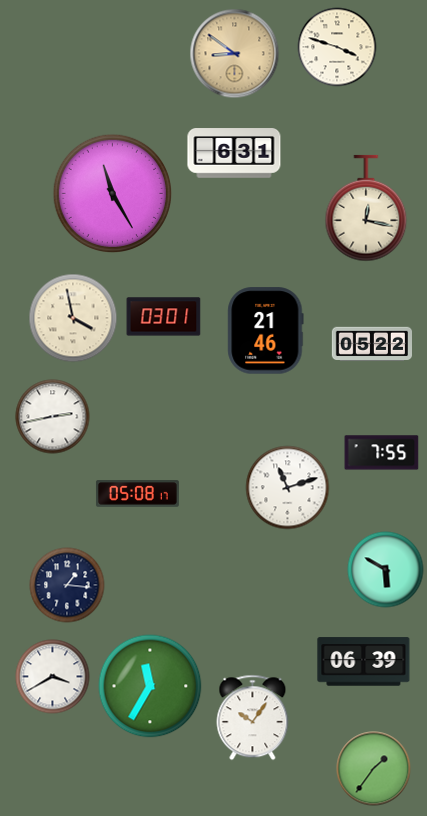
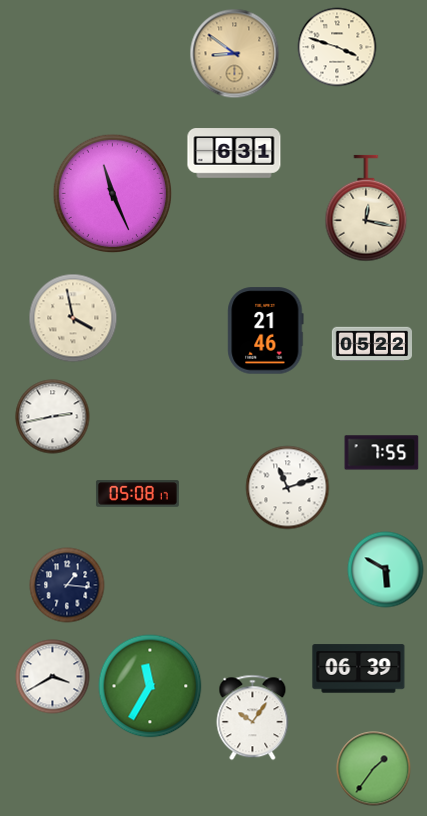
clock at (112, 193): 11:25 -> 11:26
clock at (164, 317): 03:01 -> none
clock at (364, 662) position: (364, 662) -> (359, 669)
